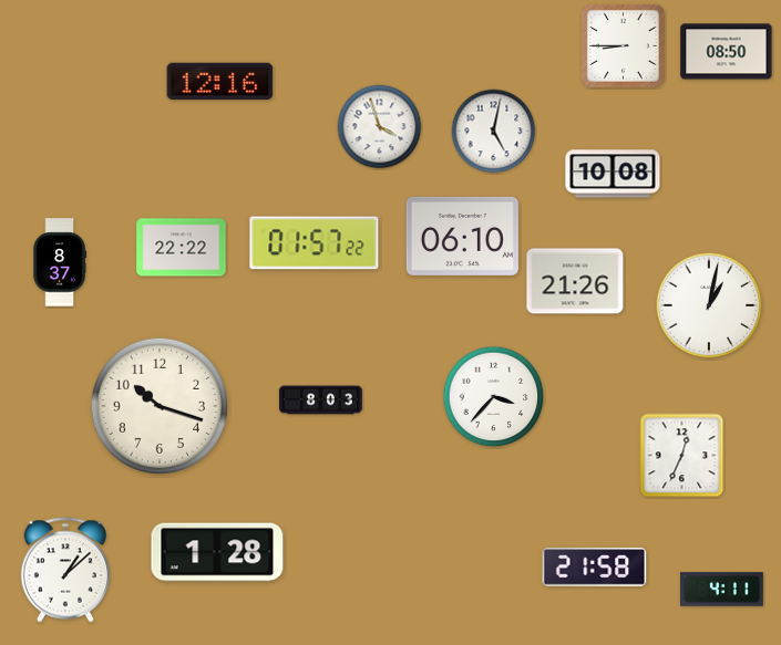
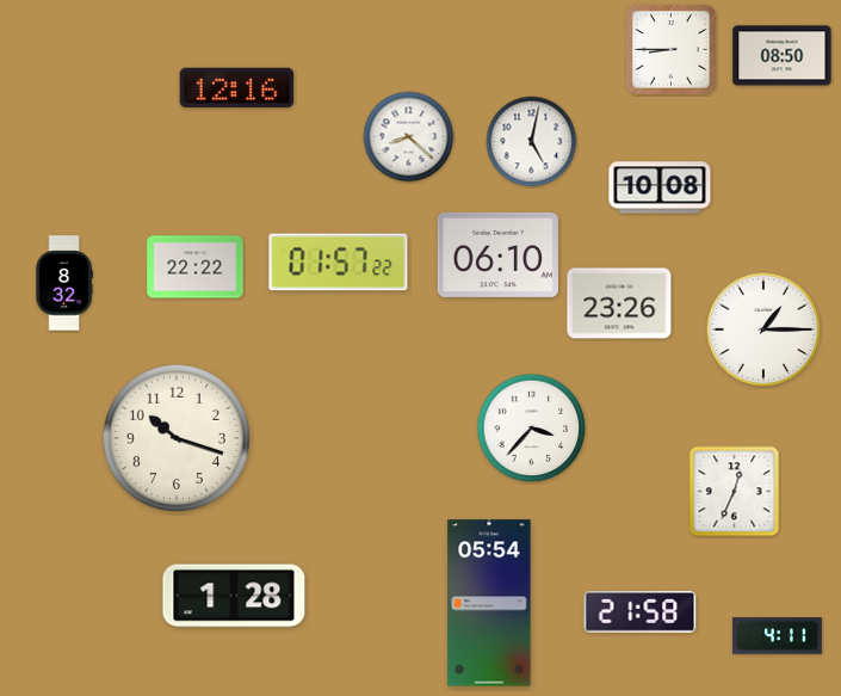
clock at (380, 127): 3:57 -> 8:22
clock at (60, 262): 8:37 -> 8:32
clock at (575, 281): 21:26 -> 23:26
clock at (709, 305): 1:02 -> 1:15
clock at (321, 400): 8:03 -> none
clock at (158, 405) position: (158, 405) -> (175, 437)
clock at (489, 603): none -> 05:54
clock at (65, 570): 1:08 -> none
